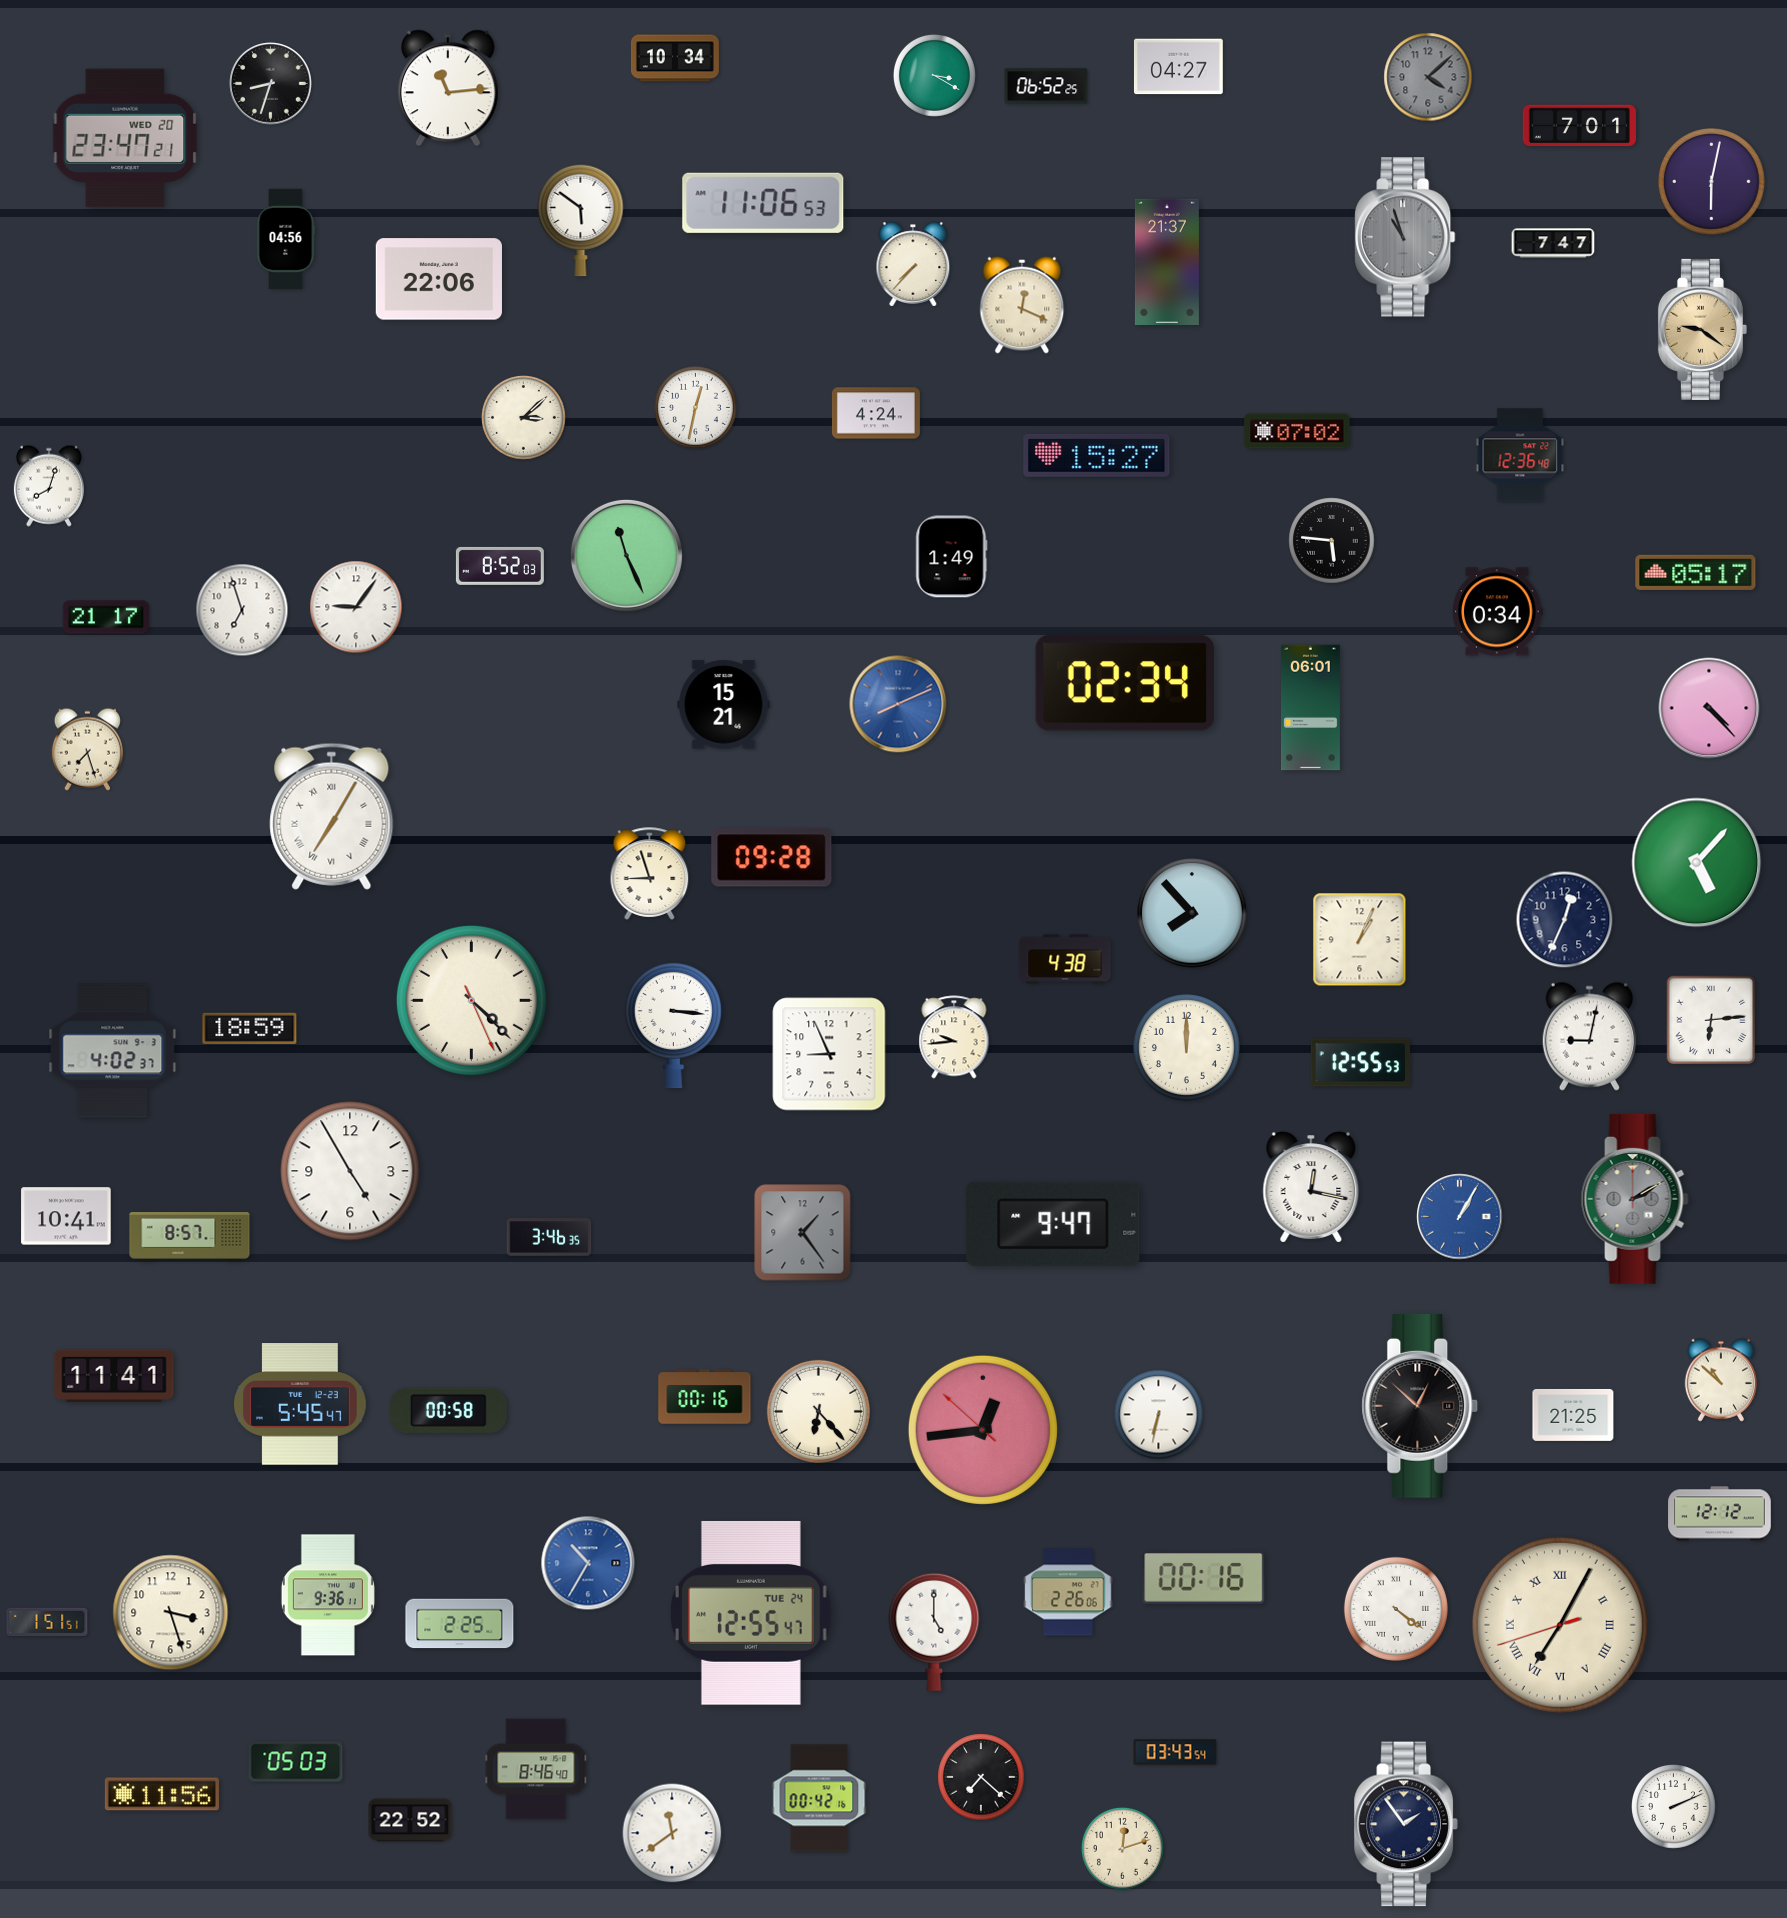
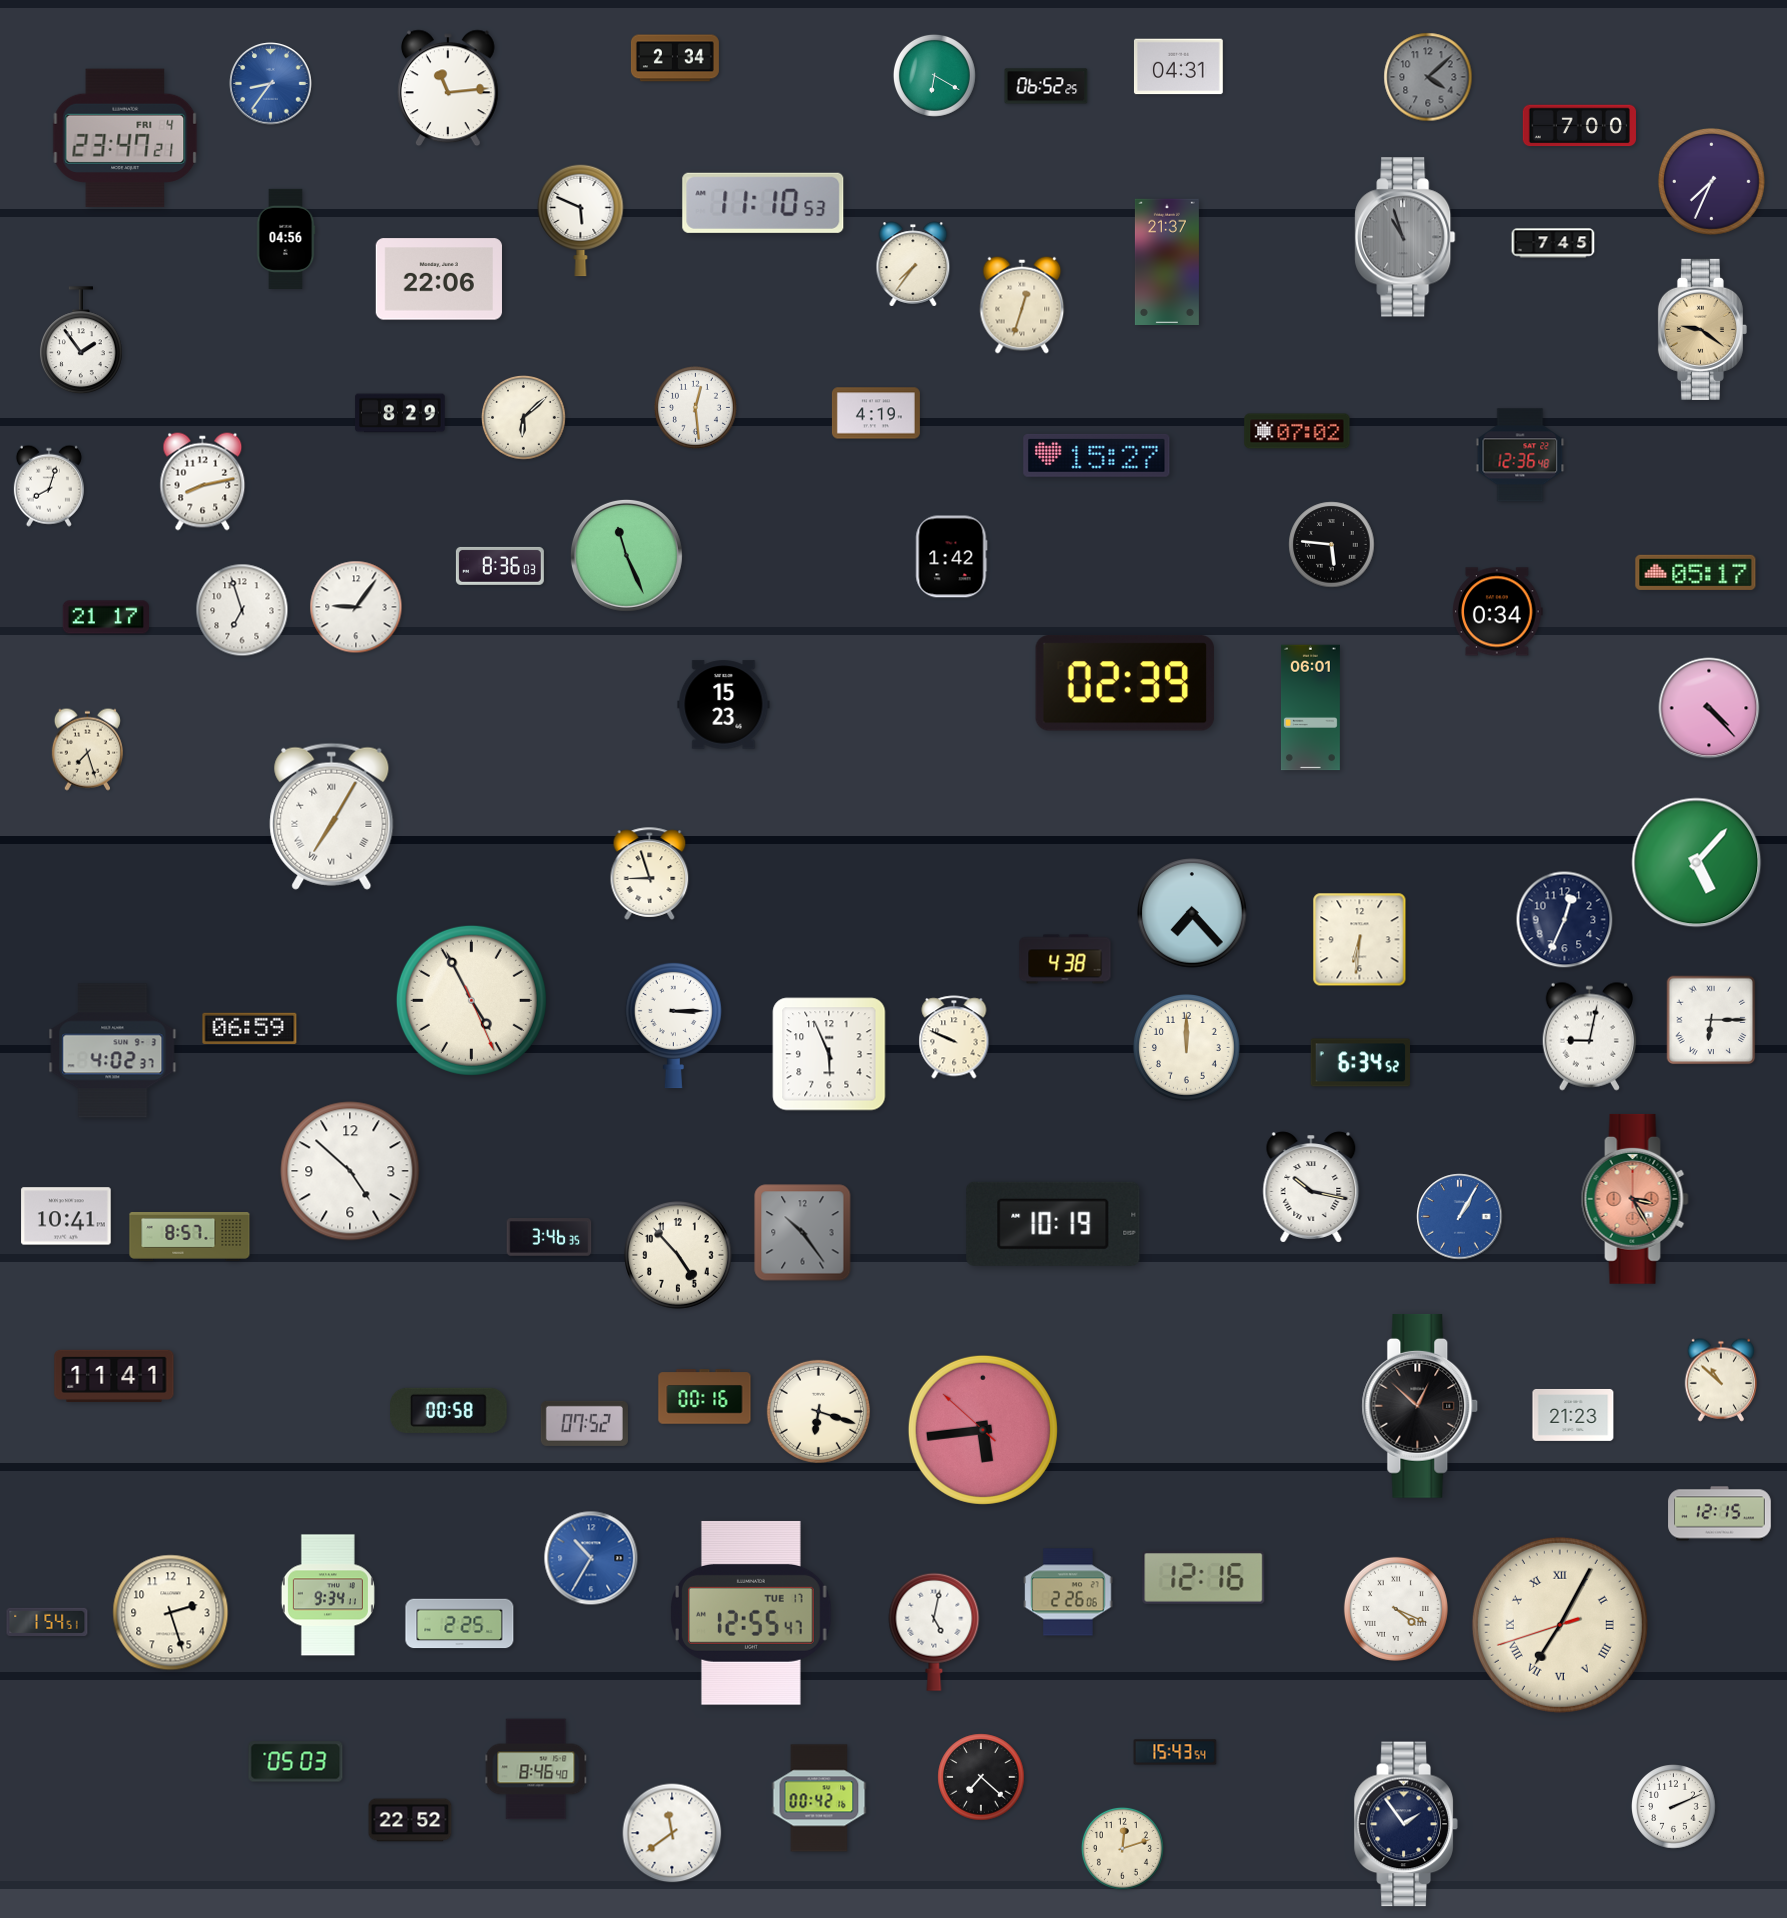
clock at (675, 58): 10:34 -> 2:34
clock at (1178, 67): 04:27 -> 04:31
clock at (934, 75): 3:20 -> 6:20
clock at (271, 84): 8:33 -> 8:36
clock at (271, 84) dial: black -> blue
clock at (1579, 126): 7:01 -> 7:00
clock at (125, 138) date: WED 20 -> FRI 4
clock at (1711, 181): 6:02 -> 7:34
clock at (763, 203): 11:06 -> 11:10
clock at (581, 220): 5:51 -> 5:49
clock at (1553, 243): 7:47 -> 7:45
clock at (913, 264): 7:37 -> 7:36
clock at (1022, 305): 12:19 -> 12:33
clock at (81, 341): none -> 1:54
clock at (695, 407): 12:32 -> 12:29
clock at (400, 413): none -> 8:29
clock at (876, 413): 4:24 -> 4:19
clock at (524, 418): 3:08 -> 6:08
clock at (203, 482): none -> 8:13
clock at (1332, 541) position: (1332, 541) -> (1332, 545)
clock at (952, 557): 1:49 -> 1:42
clock at (500, 566): 8:52 -> 8:36
clock at (1125, 683): 02:34 -> 02:39
clock at (898, 704): 8:11 -> none
clock at (724, 705): 15:21 -> 15:23
clock at (772, 858): 09:28 -> none
clock at (1192, 913): 7:53 -> 7:23
clock at (1360, 940): 1:04 -> 6:31
clock at (471, 1000): 4:22 -> 4:55
clock at (1711, 1020): 6:14 -> 6:15
clock at (673, 1025): 3:16 -> 3:15
clock at (250, 1028): 18:59 -> 06:59
clock at (954, 1037): 9:44 -> 9:49
clock at (829, 1054): 8:56 -> 5:56
clock at (1360, 1063): 12:55 -> 6:34
clock at (350, 1171): 4:55 -> 4:52
clock at (1311, 1187): 12:17 -> 10:17
clock at (1635, 1199): 2:10 -> 3:25
clock at (1635, 1199) dial: grey -> salmon
clock at (1053, 1224): 9:47 -> 10:19
clock at (803, 1233): 1:24 -> 10:24
clock at (679, 1256): none -> 4:53
clock at (300, 1404): 5:45 -> none
clock at (818, 1411): 6:23 -> 6:18
clock at (1159, 1415): 6:32 -> none
clock at (1573, 1415): 21:25 -> 21:23
clock at (584, 1423): none -> 07:52
clock at (983, 1430): 12:43 -> 5:43
clock at (1720, 1514): 12:12 -> 12:15
clock at (588, 1563) position: (588, 1563) -> (591, 1558)
clock at (1204, 1578): 00:16 -> 12:16
clock at (328, 1595): 9:36 -> 9:34
clock at (1396, 1609): 4:21 -> 4:19
clock at (171, 1613): 3:27 -> 2:27
clock at (752, 1613) date: TUE 24 -> TUE 17
clock at (47, 1621): 1:51 -> 1:54
clock at (934, 1632): 5:00 -> 5:02
clock at (1175, 1752): 03:43 -> 15:43
clock at (162, 1794): 11:56 -> none
